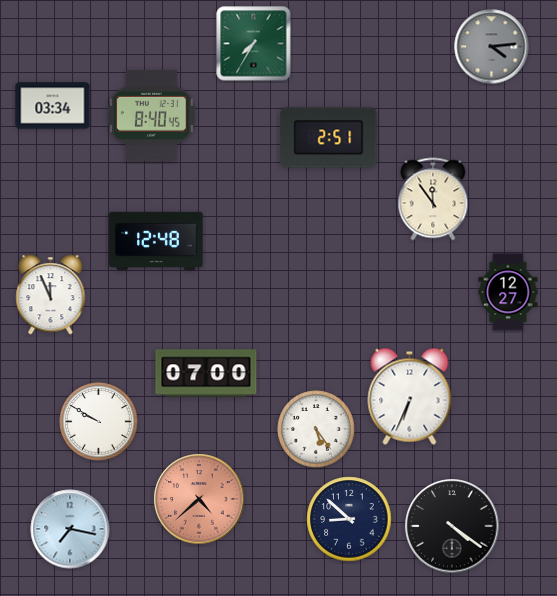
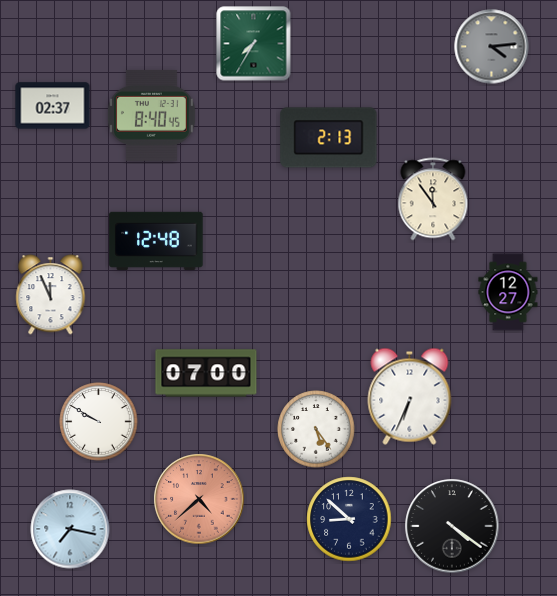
clock at (53, 106): 03:34 -> 02:37
clock at (329, 138): 2:51 -> 2:13
